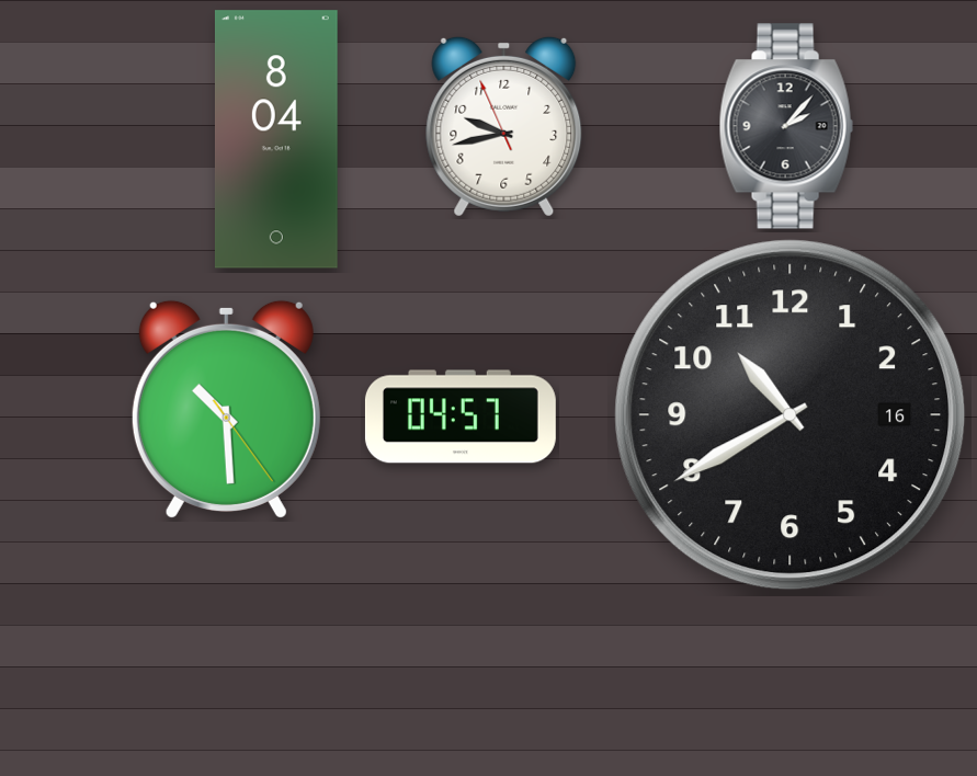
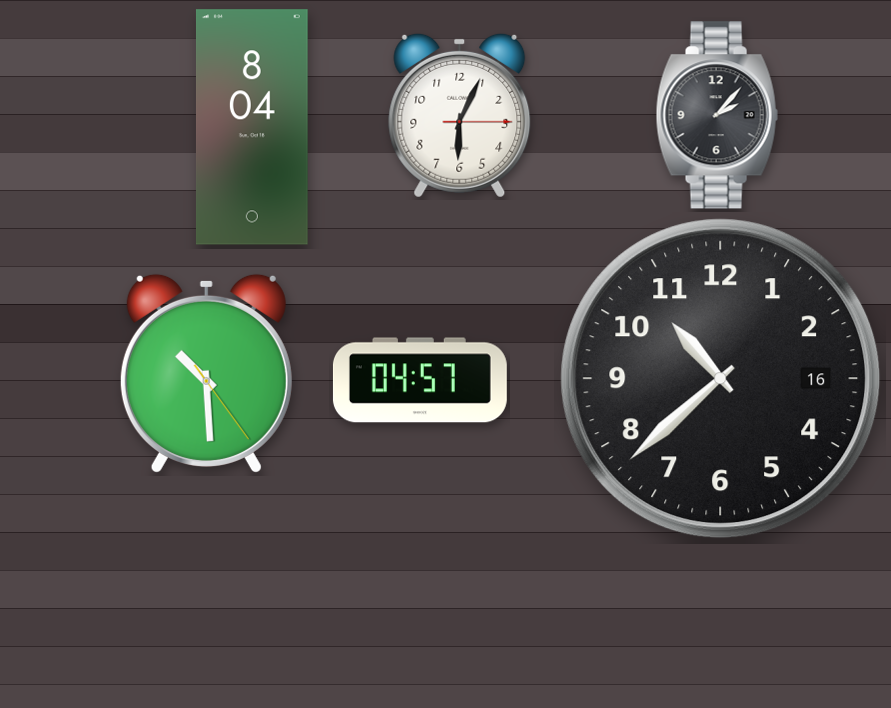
clock at (504, 126): 9:42 -> 6:04
clock at (791, 415): 10:40 -> 10:38
